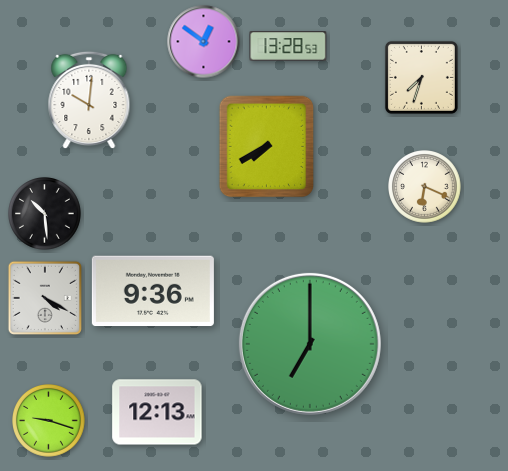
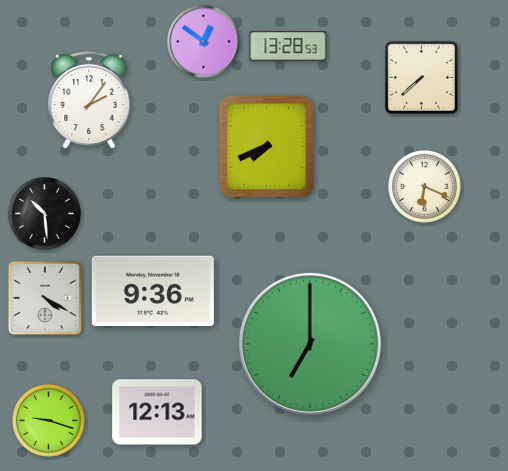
clock at (421, 77): 7:33 -> 7:38
clock at (89, 100): 10:01 -> 2:06
clock at (267, 147): 7:40 -> 7:41
